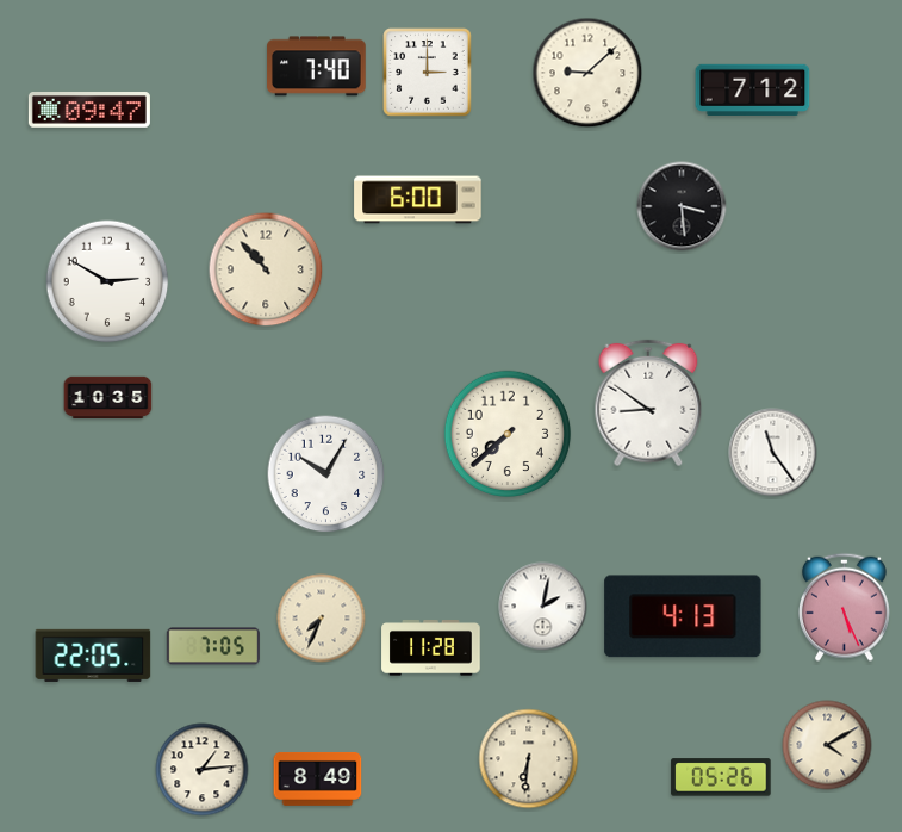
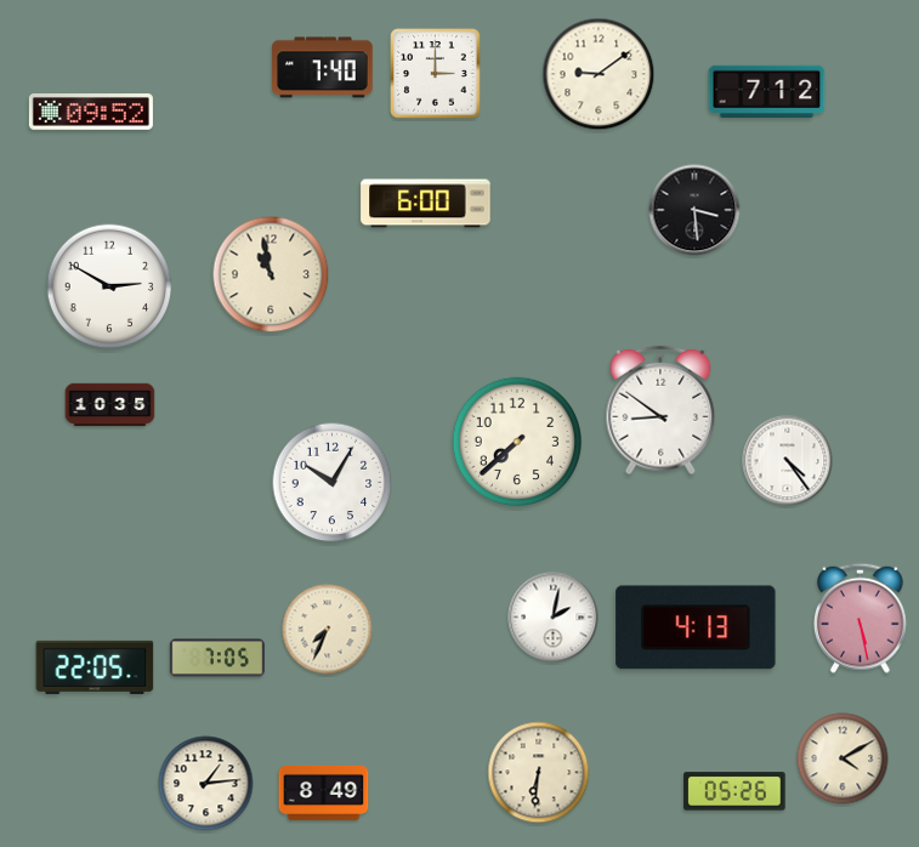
clock at (587, 73): 9:08 -> 9:09
clock at (89, 111): 09:47 -> 09:52
clock at (266, 269): 10:53 -> 10:58
clock at (773, 453): 11:24 -> 4:24
clock at (845, 607): 5:26 -> 5:28
clock at (431, 648): 11:28 -> none
